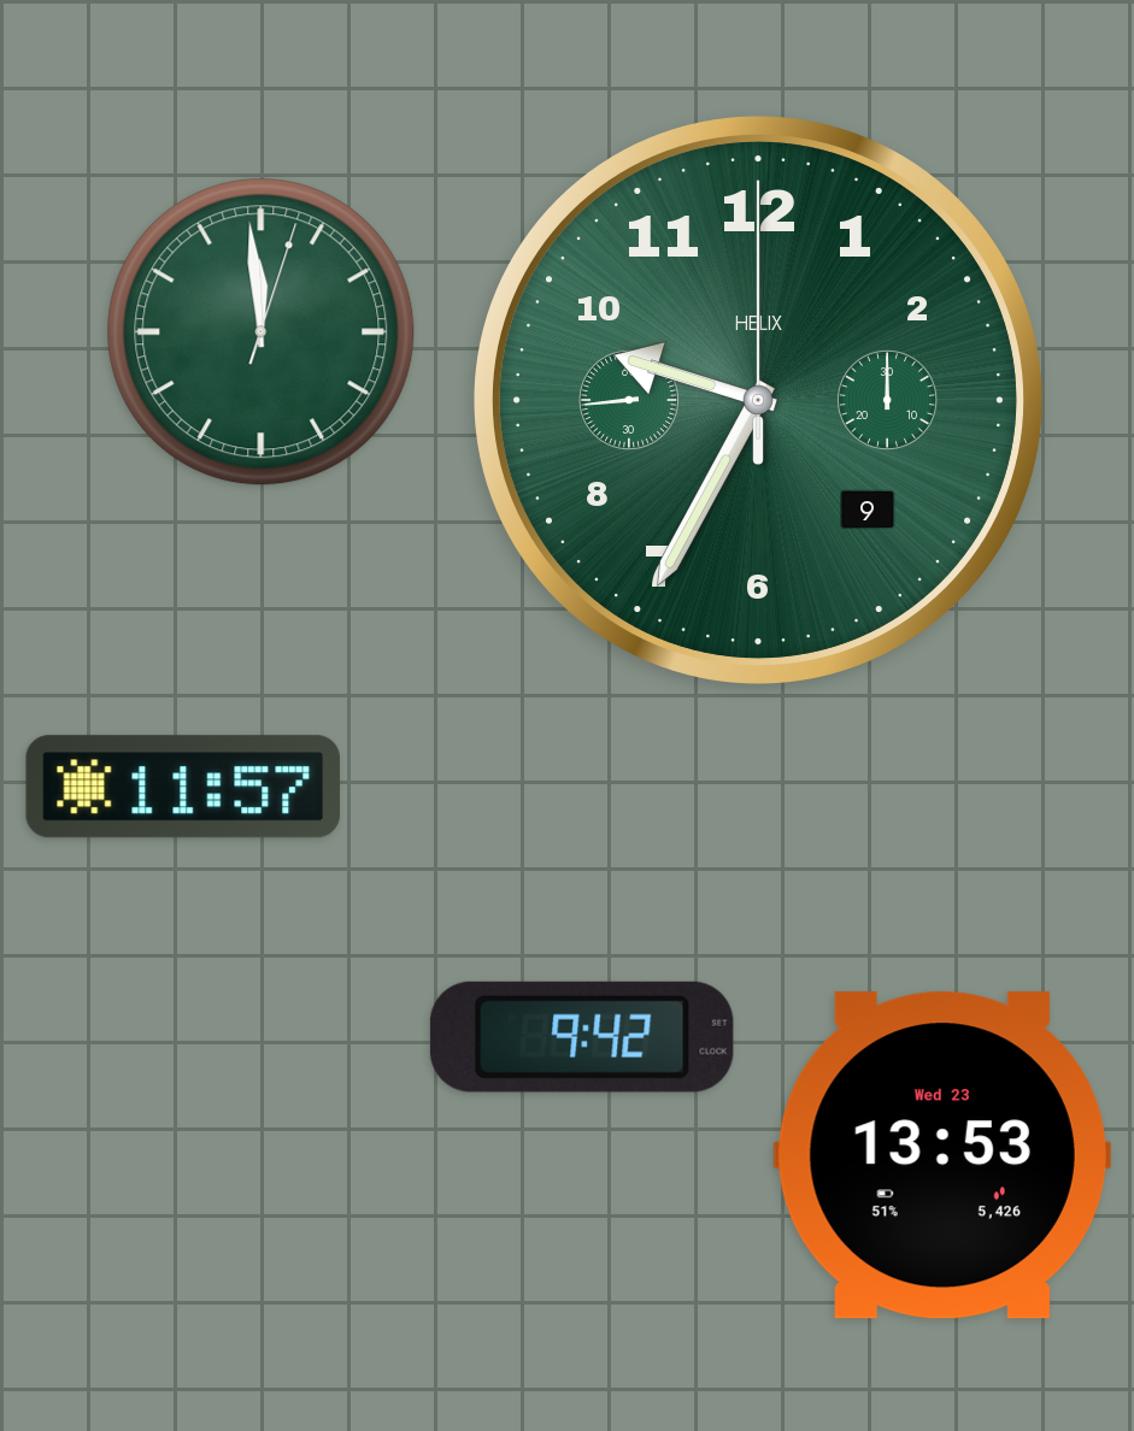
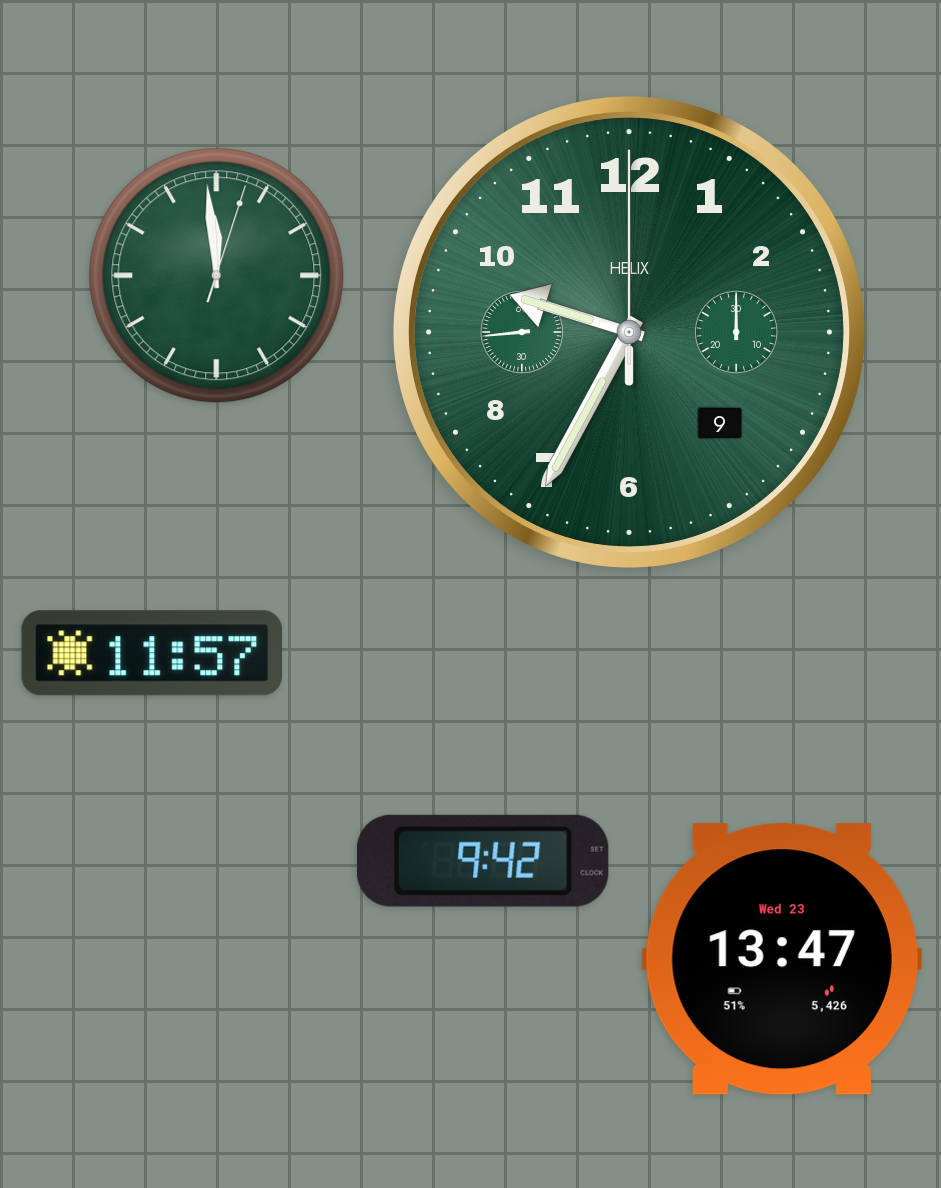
clock at (942, 1155): 13:53 -> 13:47
